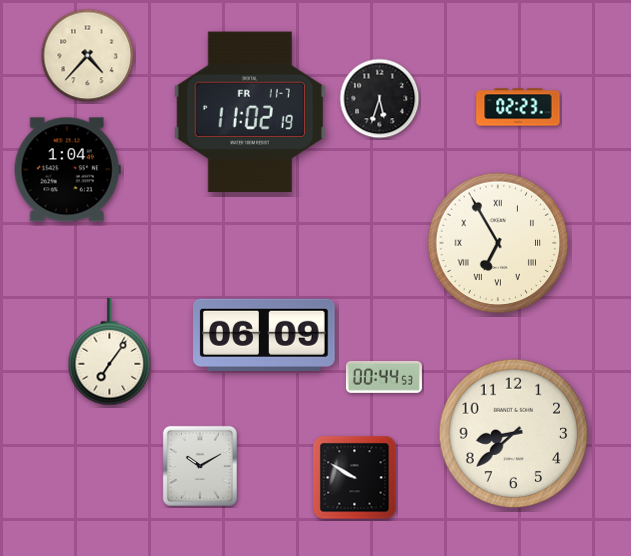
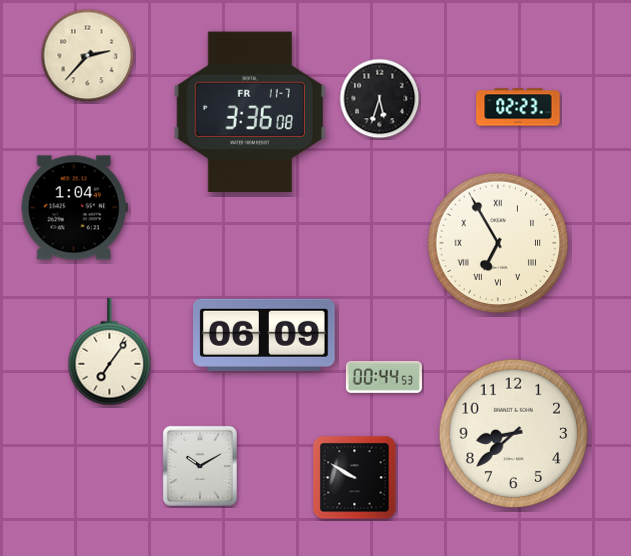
clock at (88, 56): 4:37 -> 2:37
clock at (250, 111): 11:02 -> 3:36
clock at (67, 170) position: (67, 170) -> (74, 208)
